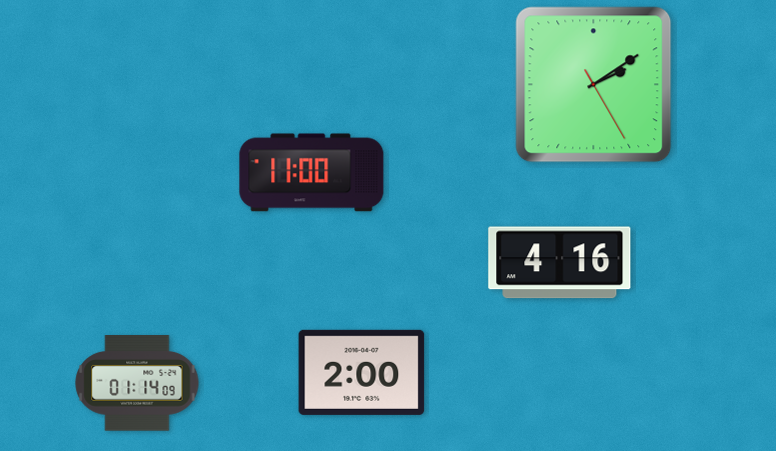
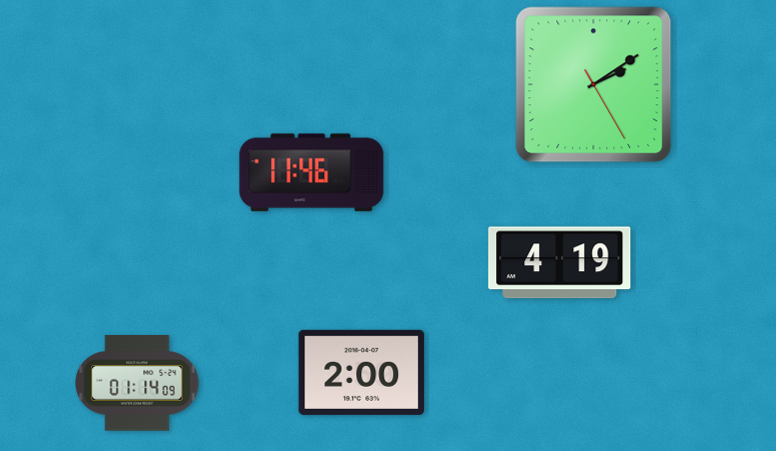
clock at (312, 173): 11:00 -> 11:46
clock at (560, 263): 4:16 -> 4:19
